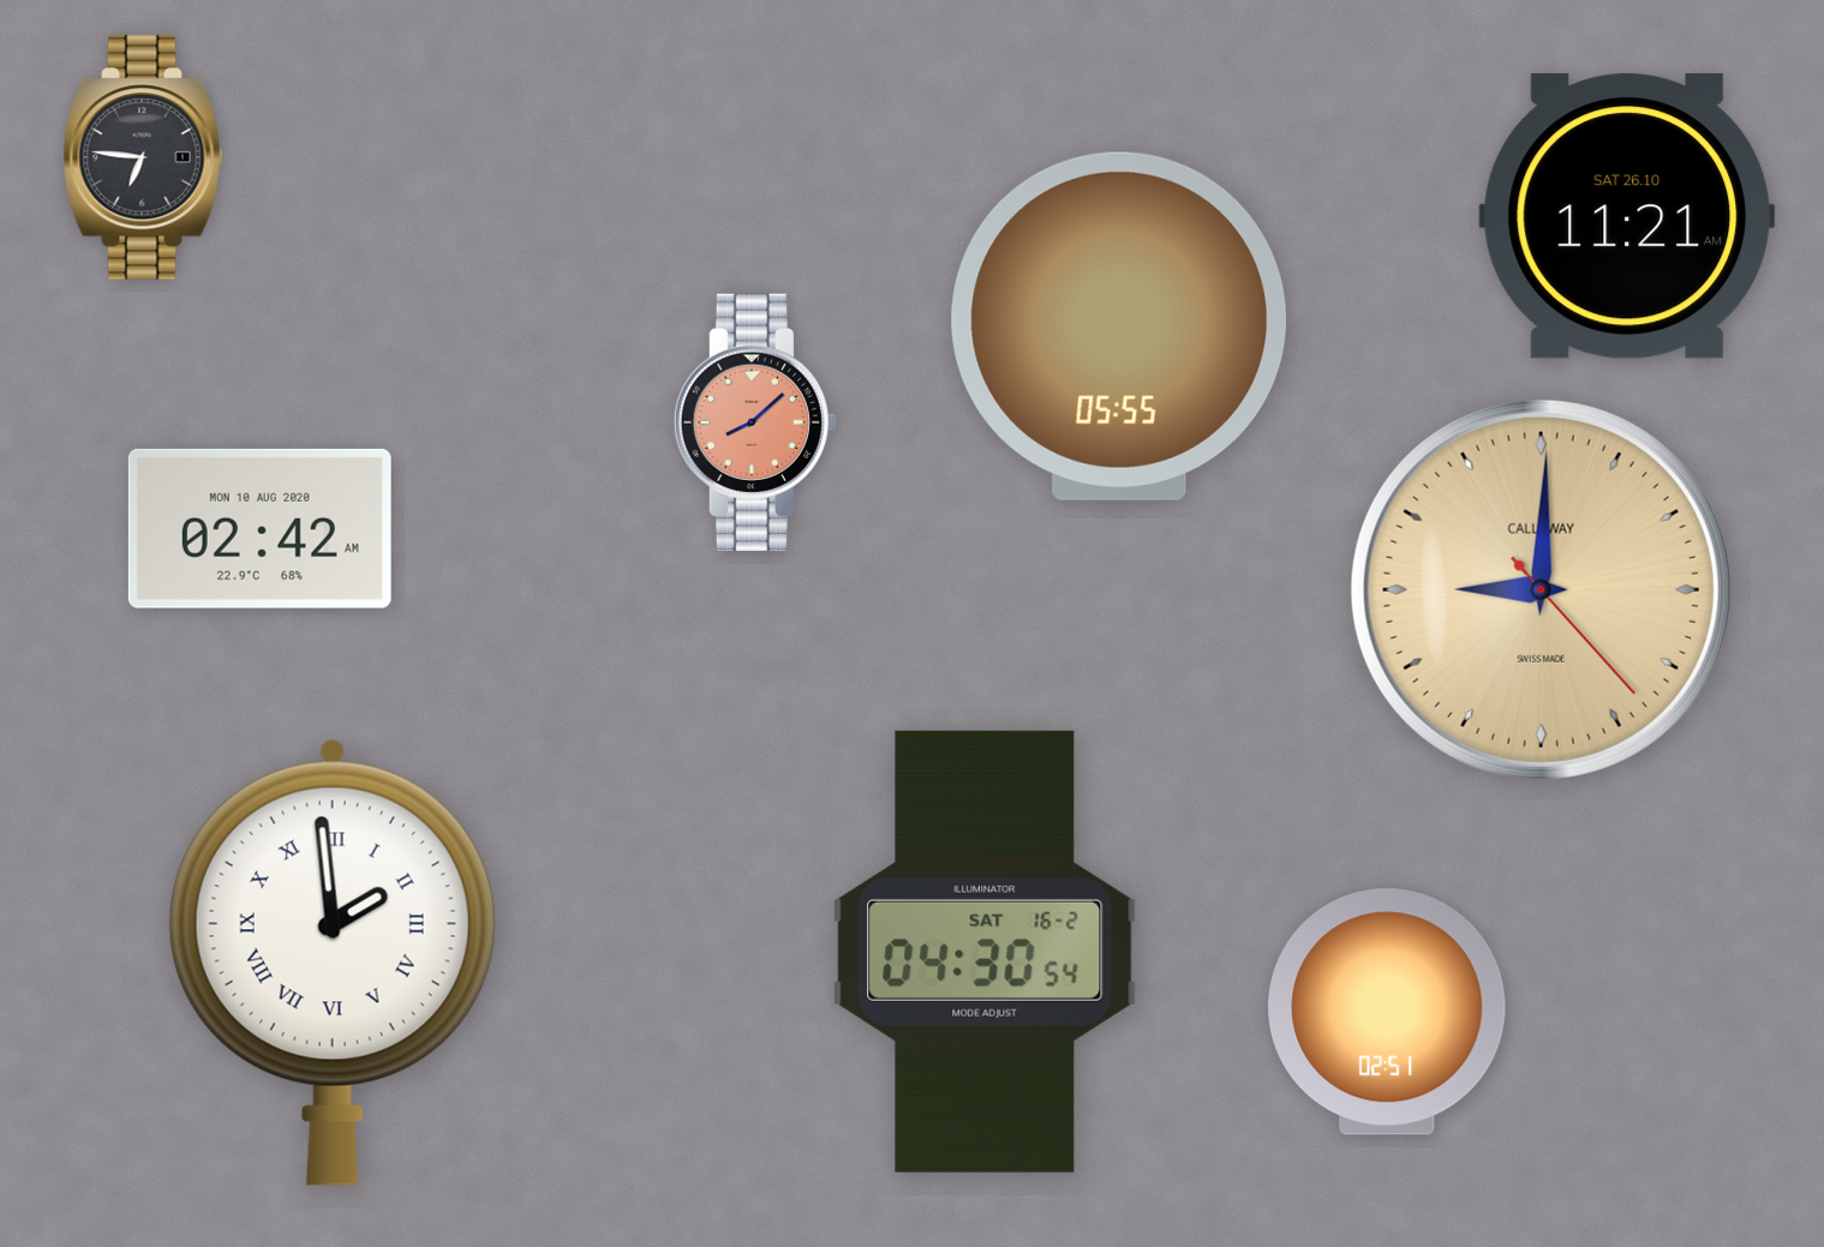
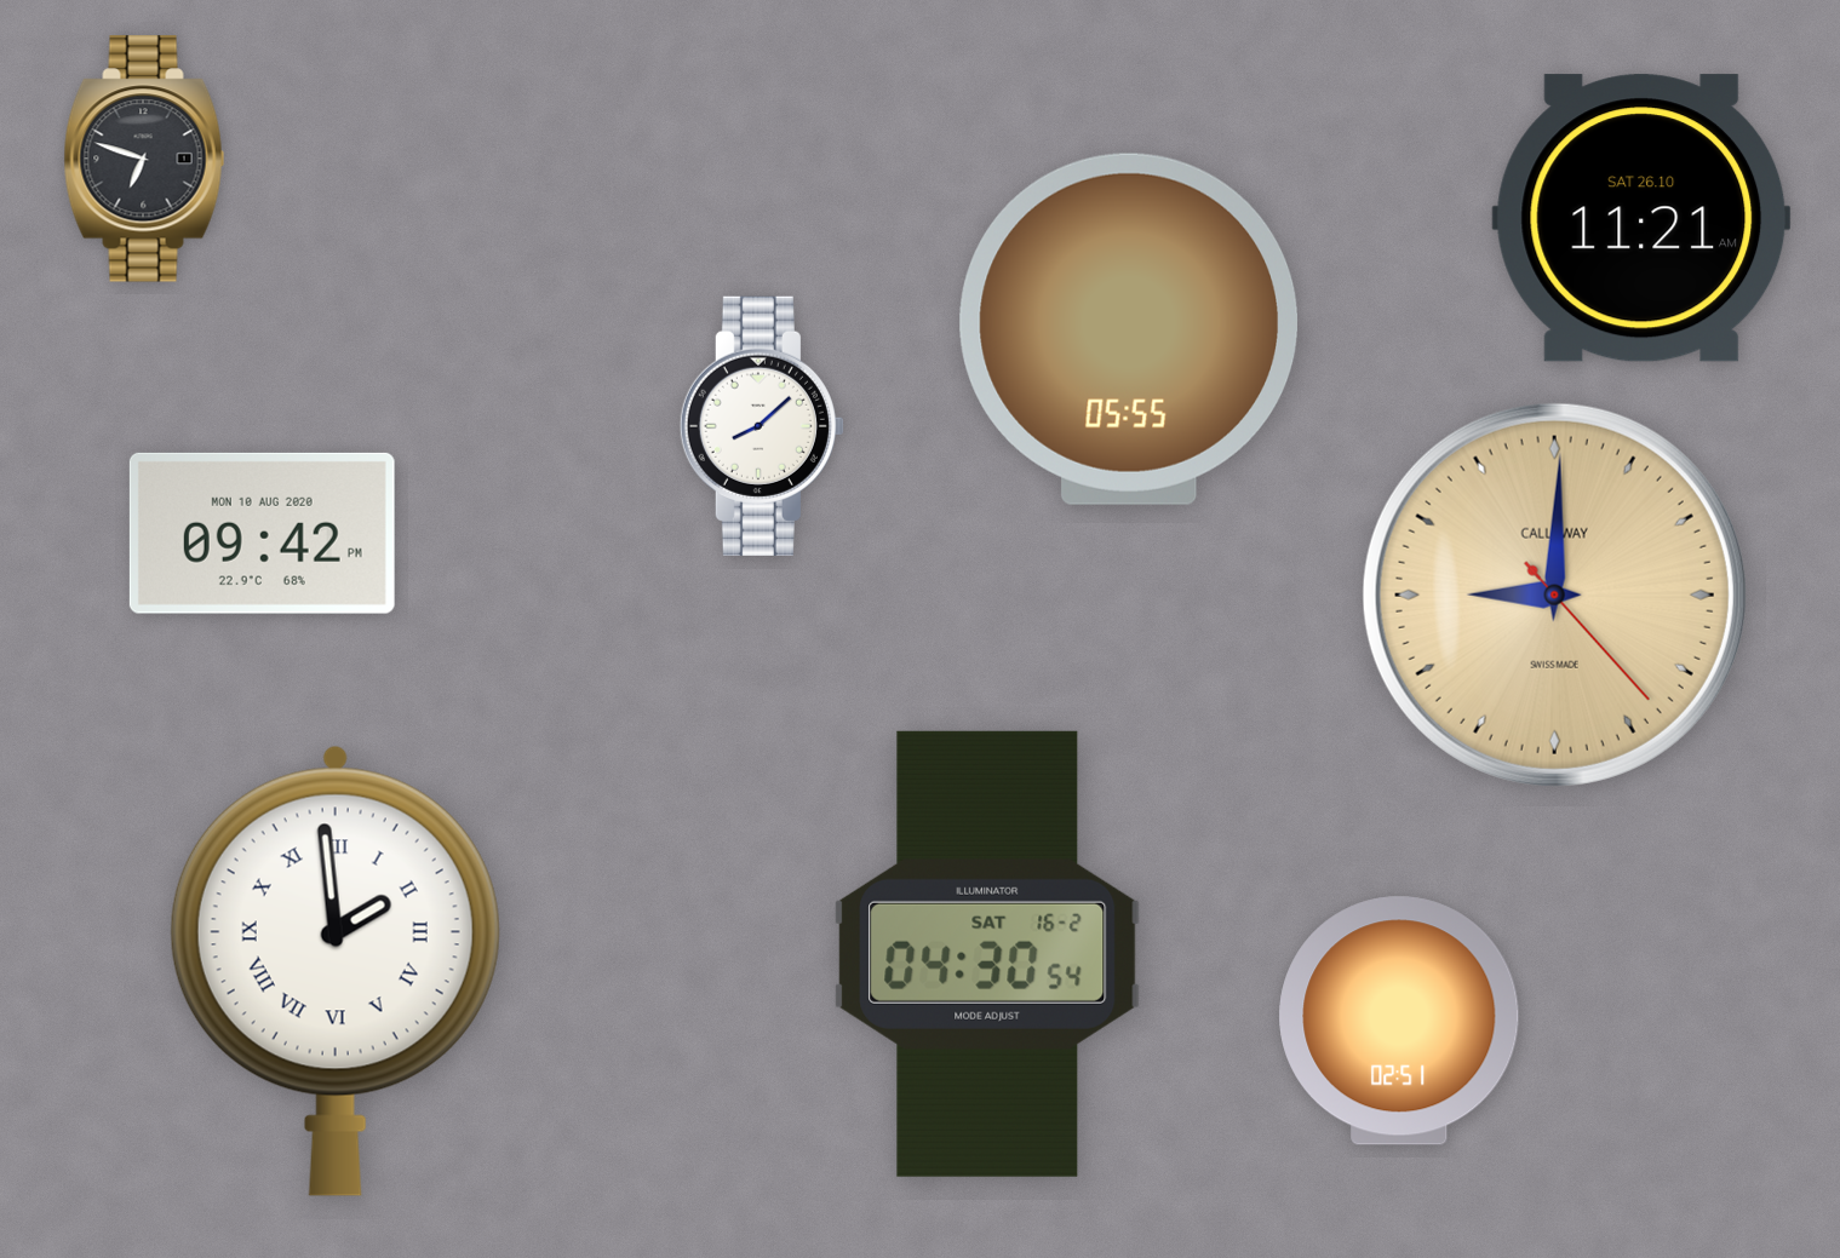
clock at (143, 157): 6:46 -> 6:48
clock at (755, 422) dial: salmon -> white
clock at (259, 528): 02:42 -> 09:42
clock at (985, 952) position: (985, 952) -> (987, 954)
